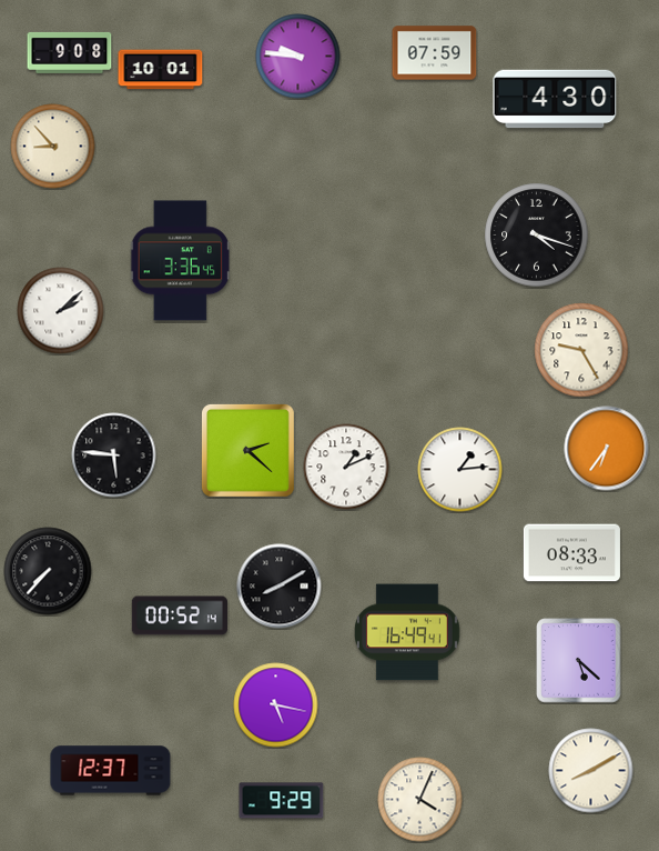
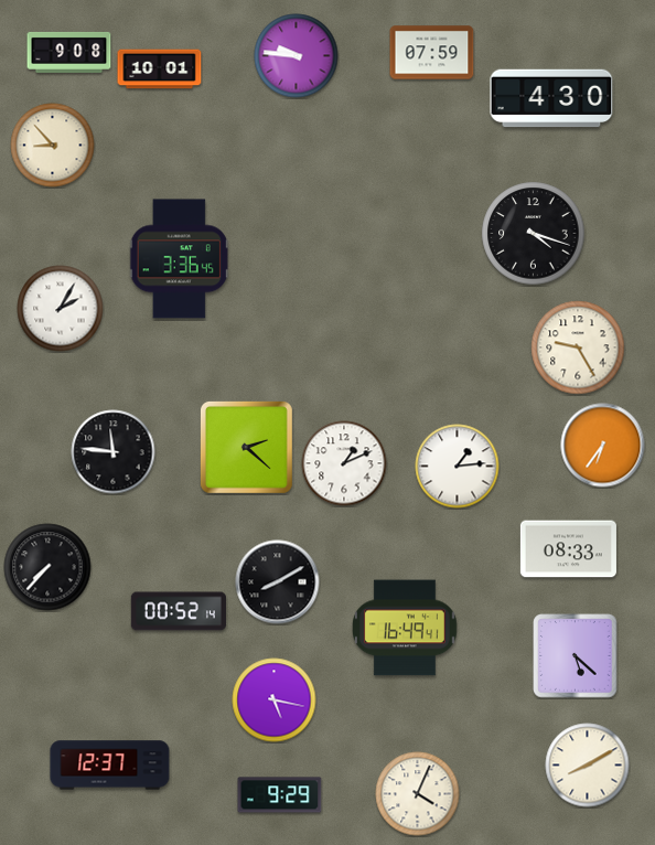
clock at (61, 311): 2:08 -> 2:05
clock at (114, 455): 5:46 -> 11:46
